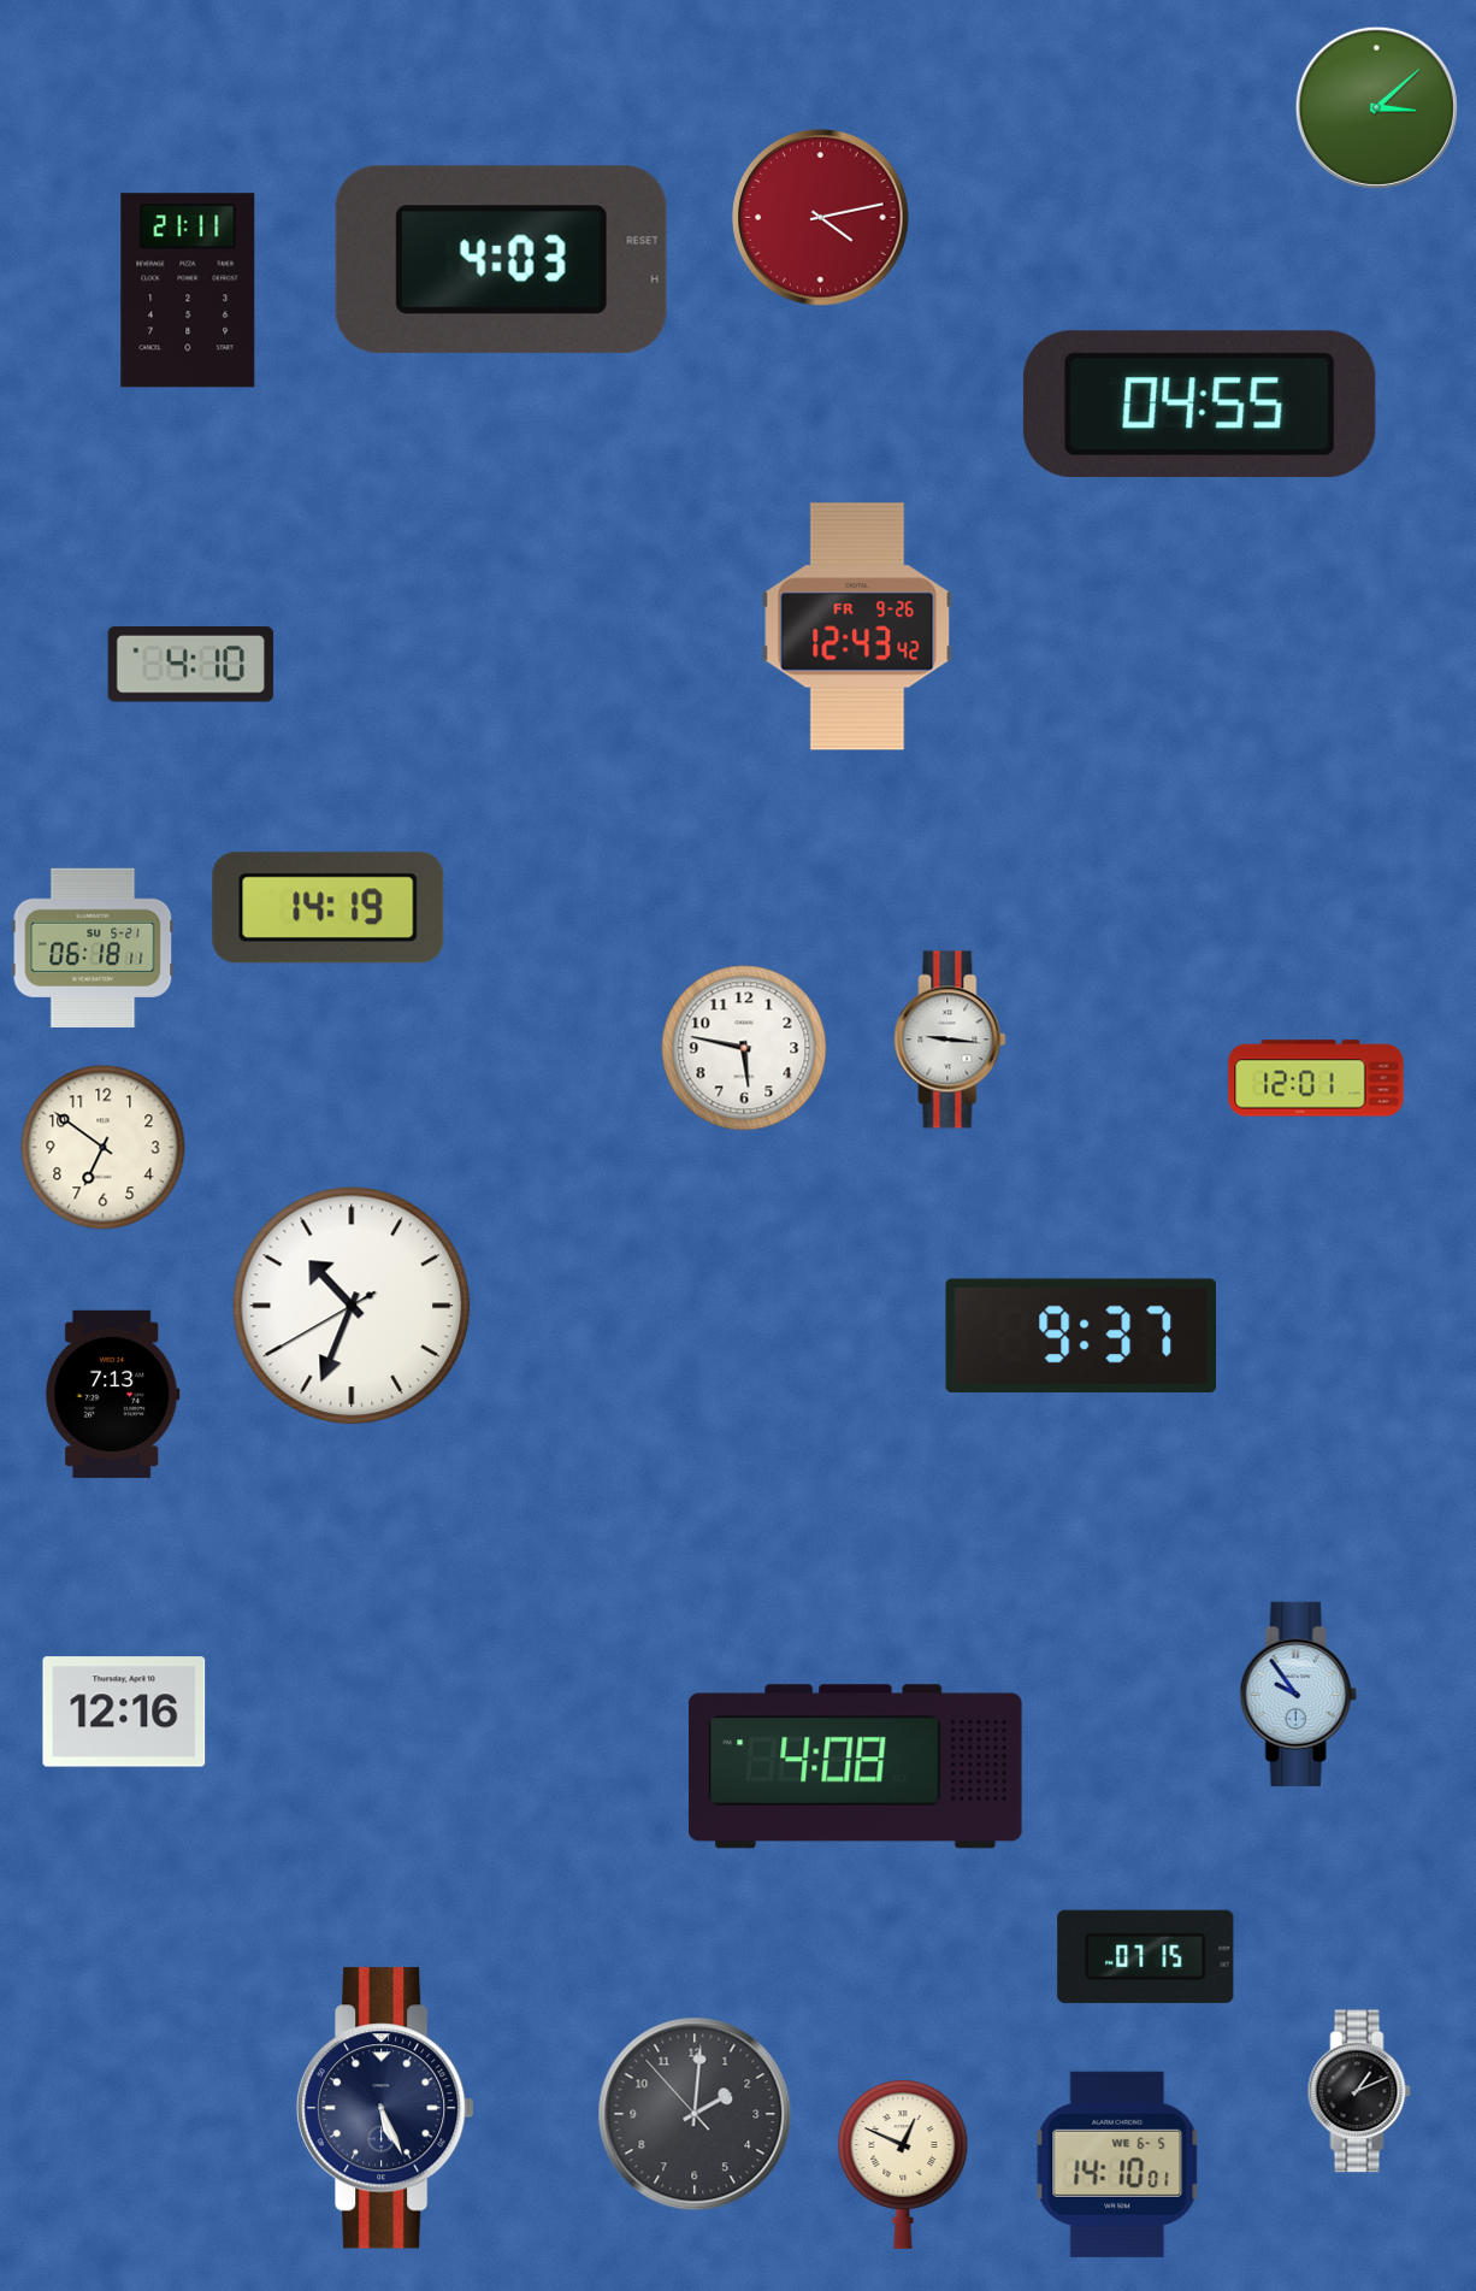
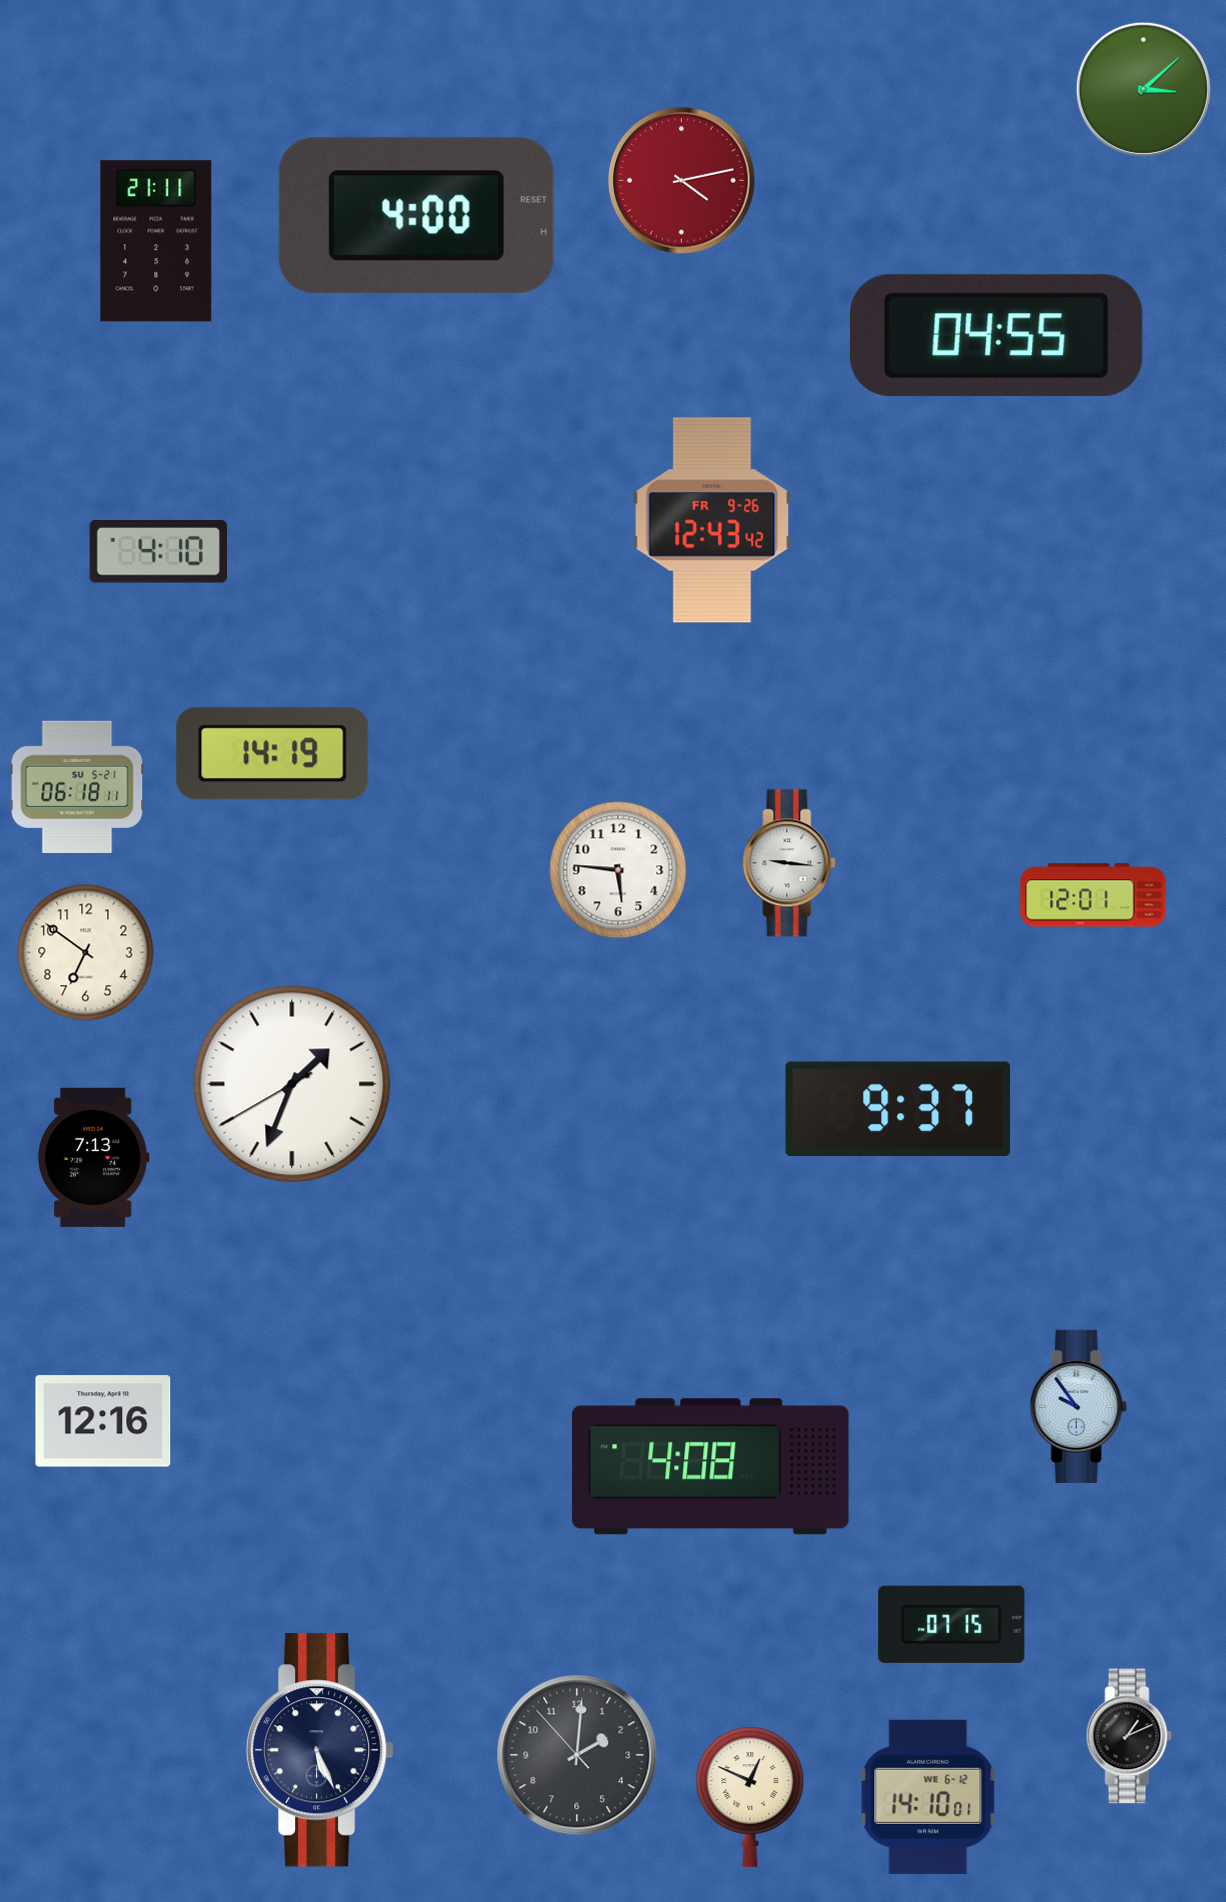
clock at (501, 259): 4:03 -> 4:00
clock at (744, 1048): 5:47 -> 5:46
clock at (352, 1306): 10:33 -> 1:33
clock at (1117, 2165) date: WE 6-5 -> WE 6-12
